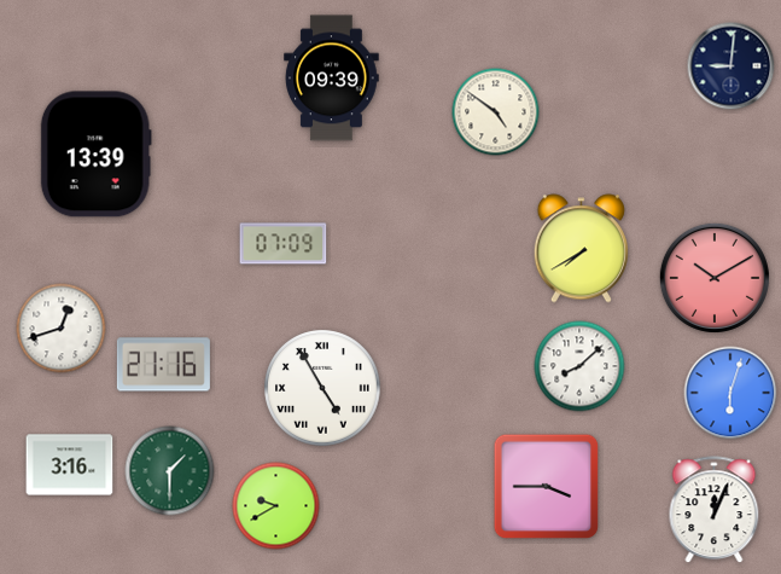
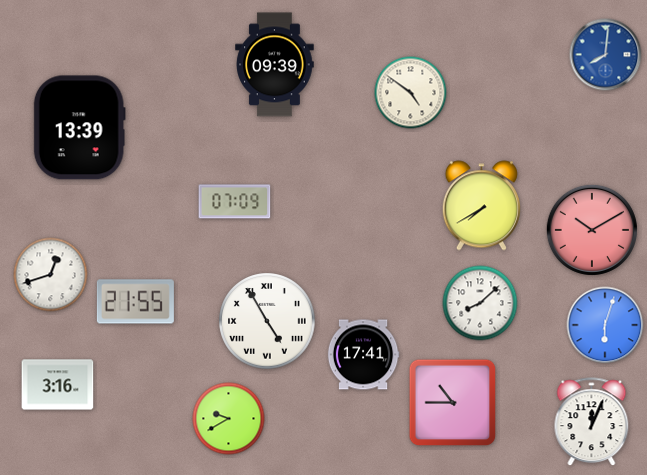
clock at (732, 66): 9:01 -> 8:01
clock at (732, 66) dial: navy -> blue
clock at (62, 329) position: (62, 329) -> (51, 275)
clock at (163, 365): 21:16 -> 21:55
clock at (363, 355): none -> 17:41
clock at (170, 471): 1:30 -> none
clock at (547, 487): 3:45 -> 10:45
